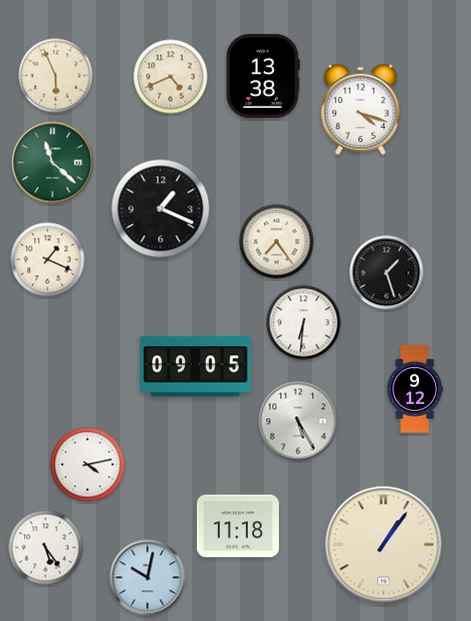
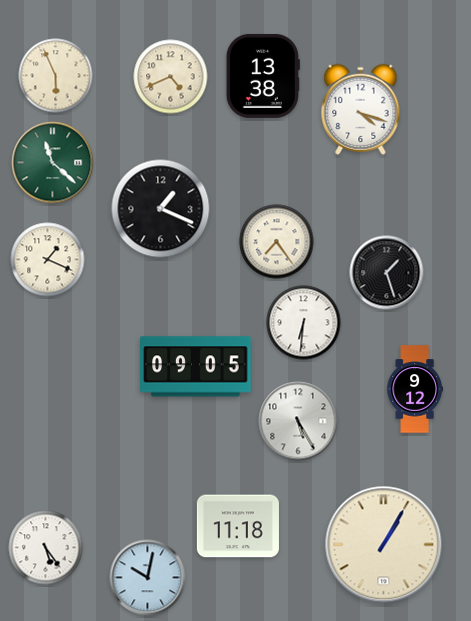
clock at (88, 465): 4:13 -> none
clock at (384, 545): 1:06 -> 1:05
